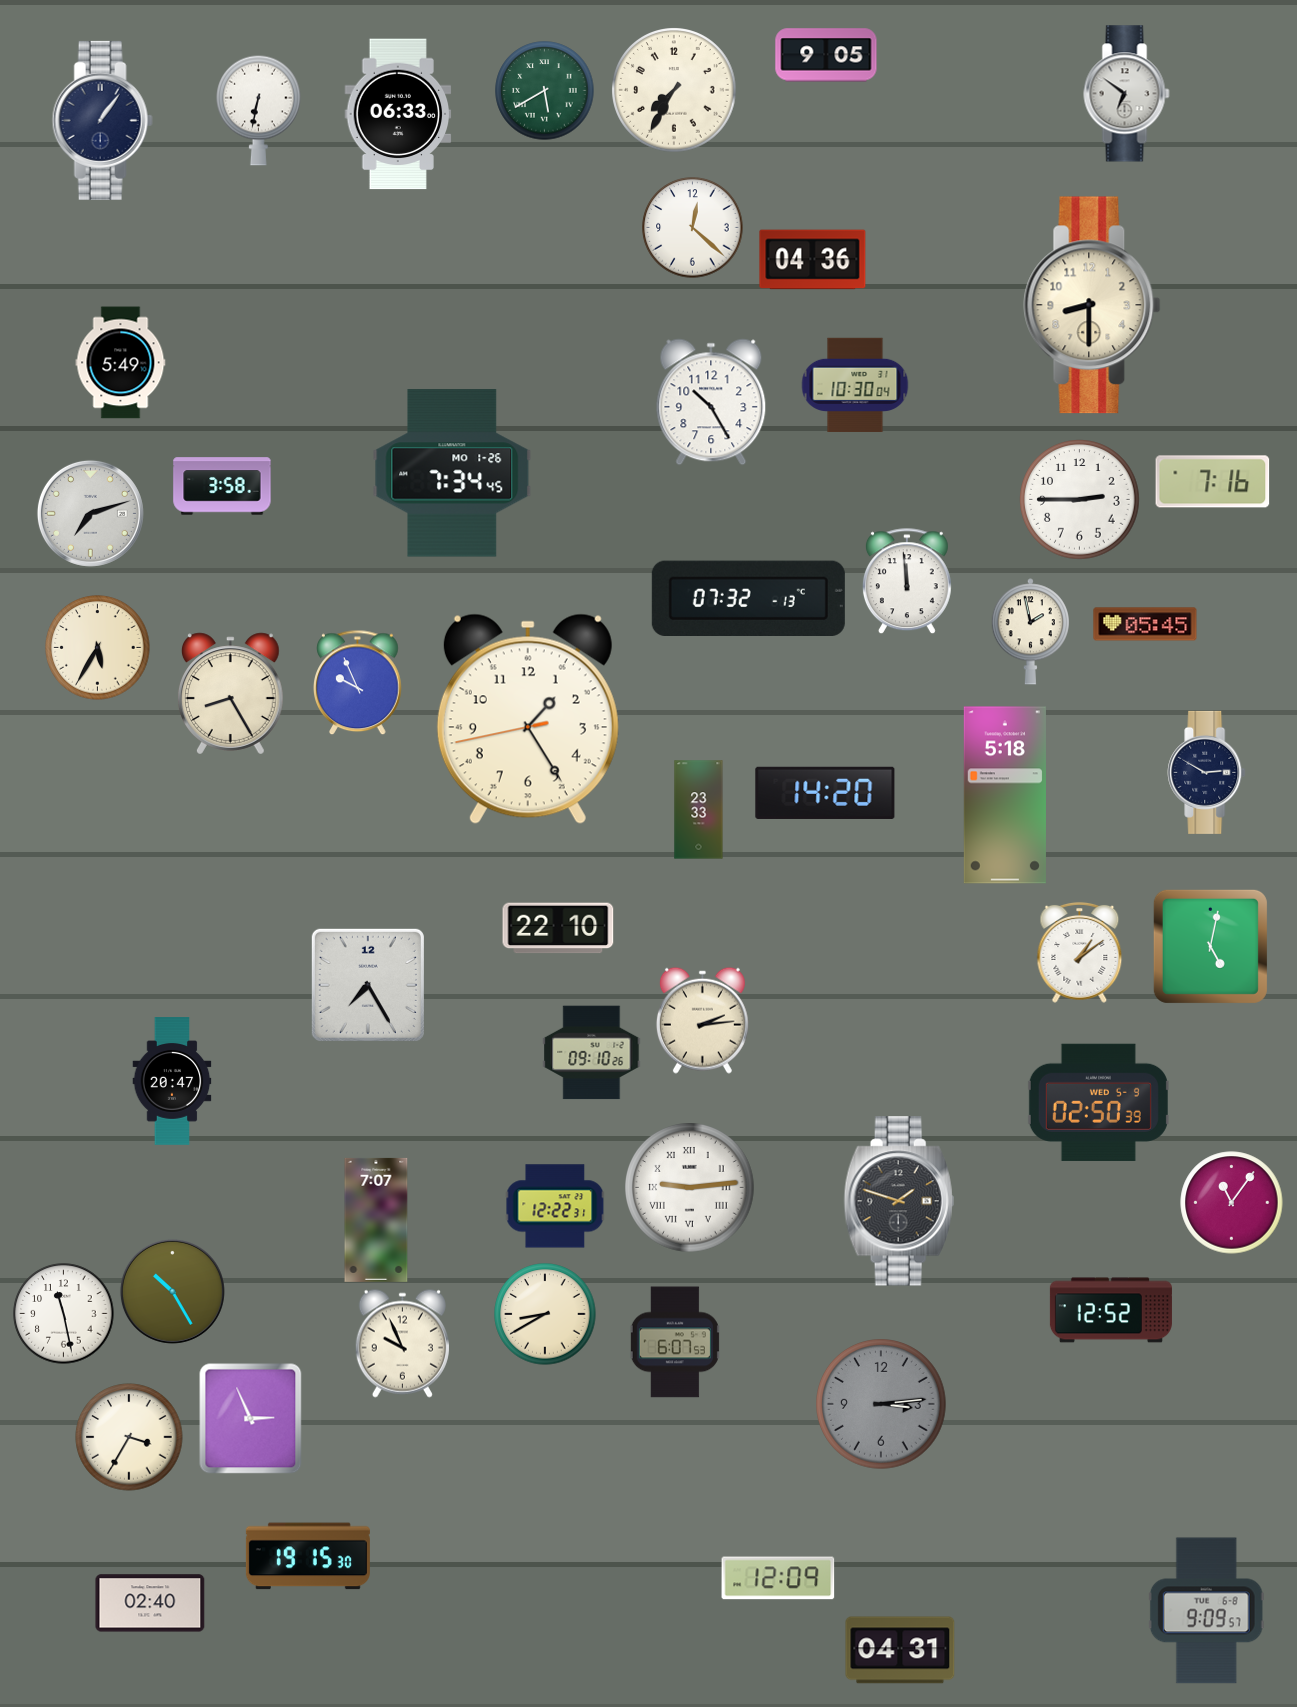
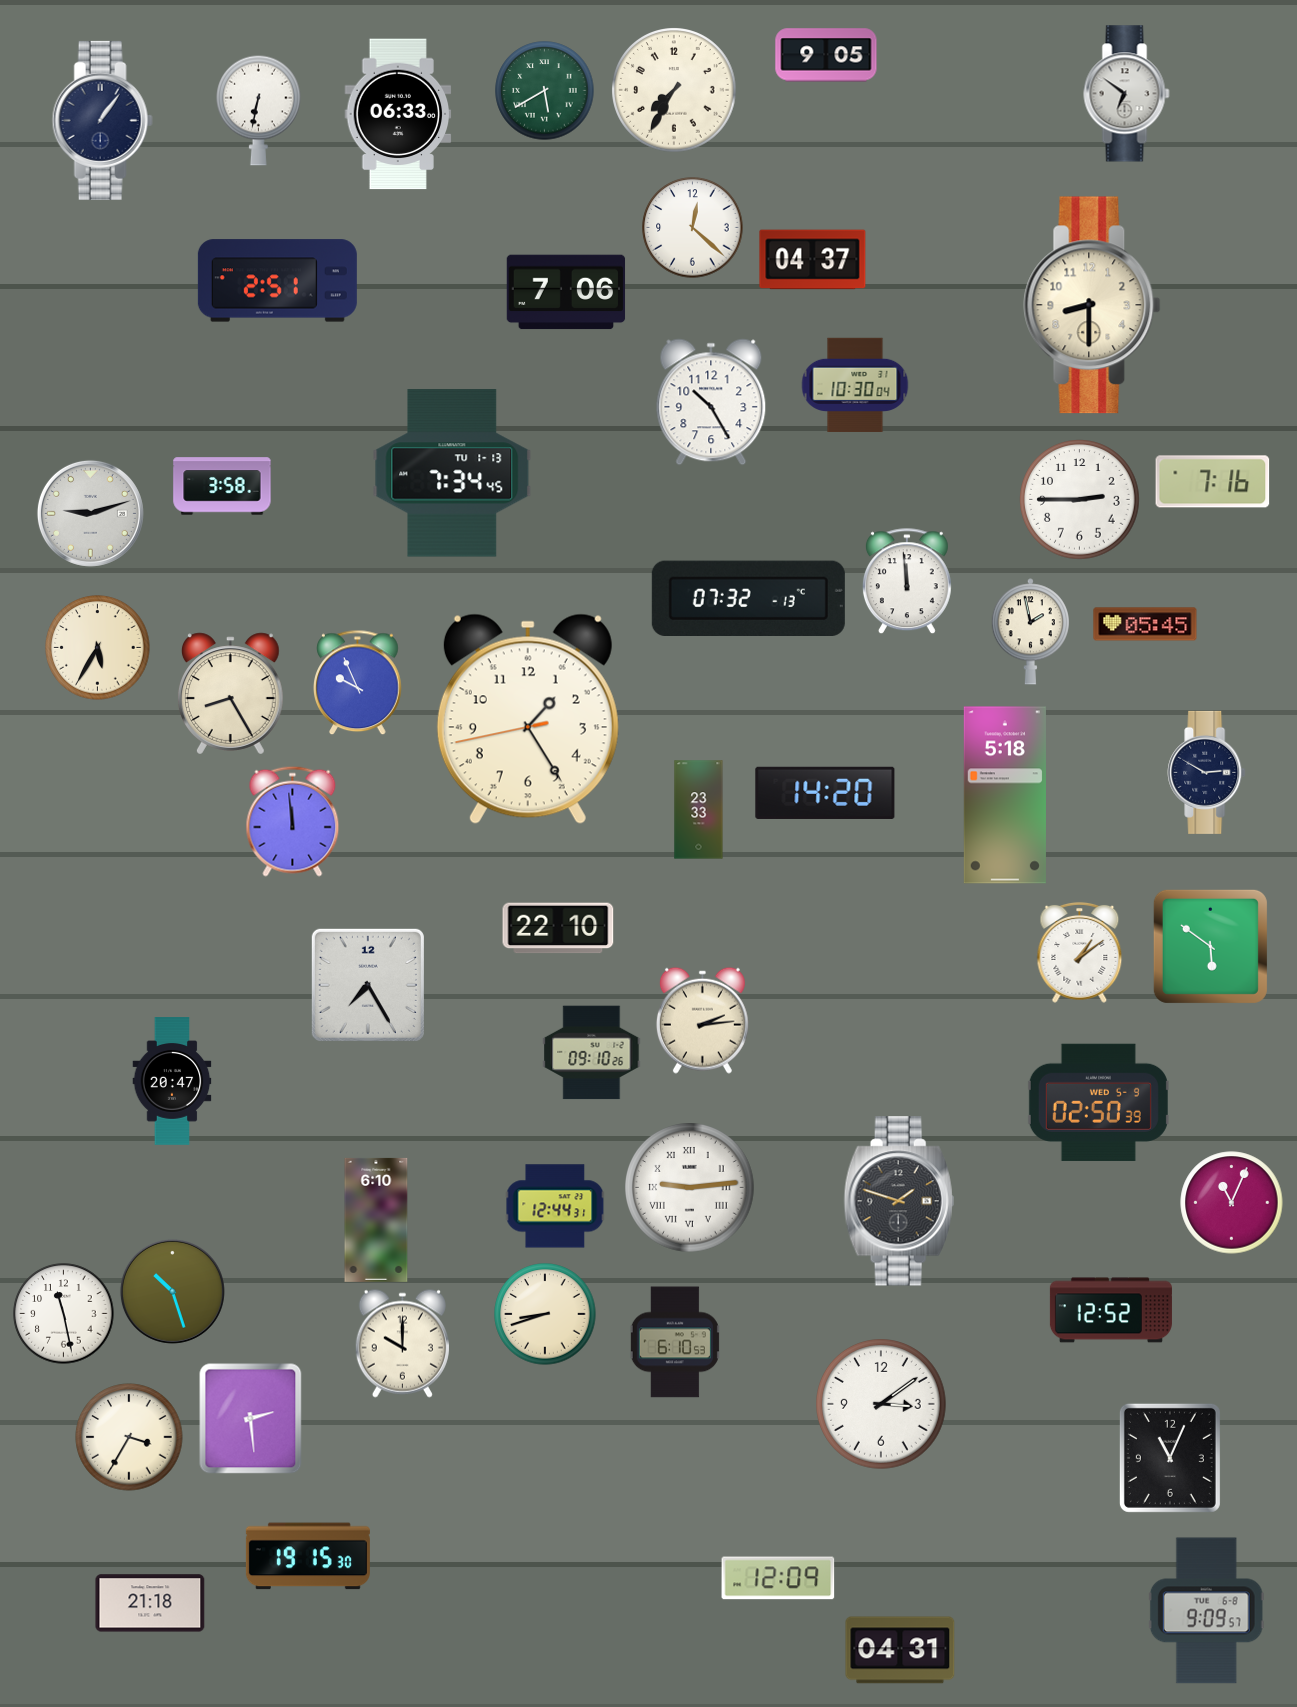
clock at (813, 260): 04:36 -> 04:37
clock at (277, 281): none -> 2:51
clock at (566, 292): none -> 7:06
clock at (121, 363): 5:49 -> none
clock at (452, 473) date: MO 1-26 -> TU 1-13
clock at (90, 513): 7:12 -> 9:12
clock at (293, 821): none -> 11:59
clock at (1210, 946): 5:02 -> 5:51
clock at (1232, 1203): 11:06 -> 11:04
clock at (555, 1206): 12:22 -> 12:44
clock at (376, 1220): 7:07 -> 6:10
clock at (172, 1291): 10:25 -> 10:27
clock at (545, 1314): 8:40 -> 8:42
clock at (675, 1342): 6:07 -> 6:10
clock at (402, 1343): 9:56 -> 10:00
clock at (882, 1405): 3:14 -> 3:09
clock at (882, 1405) dial: grey -> white
clock at (251, 1419): 2:56 -> 2:29
clock at (1170, 1458): none -> 11:04
clock at (150, 1603): 02:40 -> 21:18
